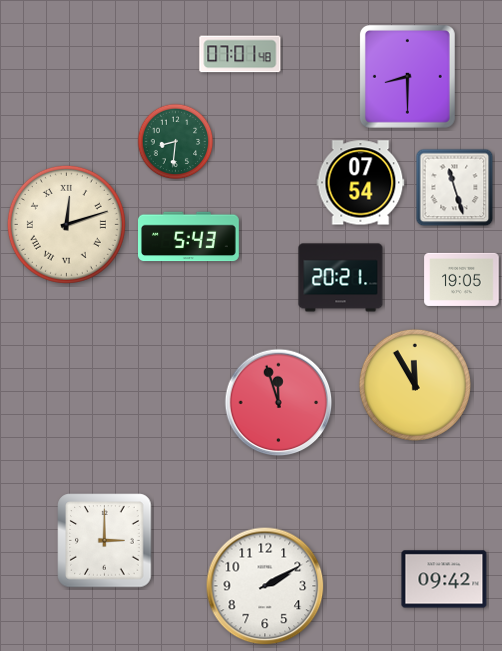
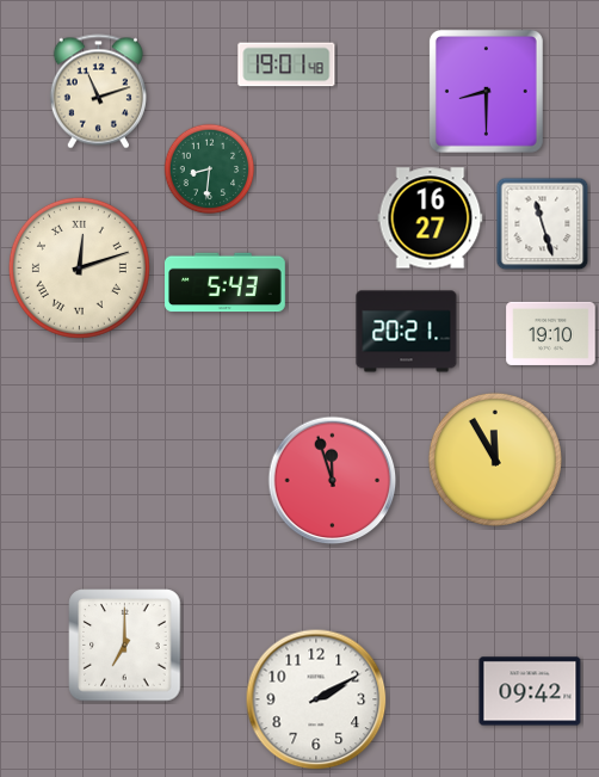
clock at (240, 54): 07:01 -> 19:01
clock at (98, 92): none -> 11:12
clock at (361, 183): 07:54 -> 16:27
clock at (462, 279): 19:05 -> 19:10
clock at (105, 541): 3:00 -> 7:00
